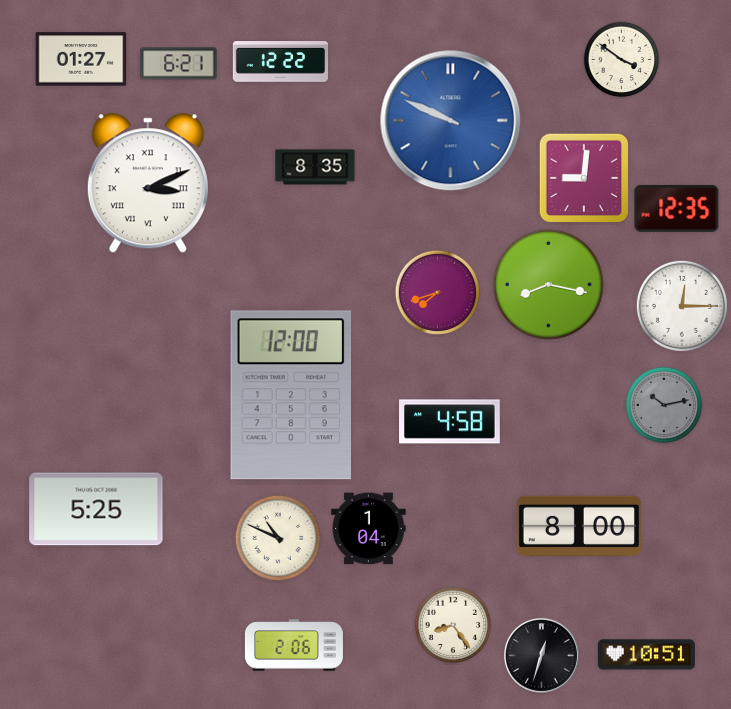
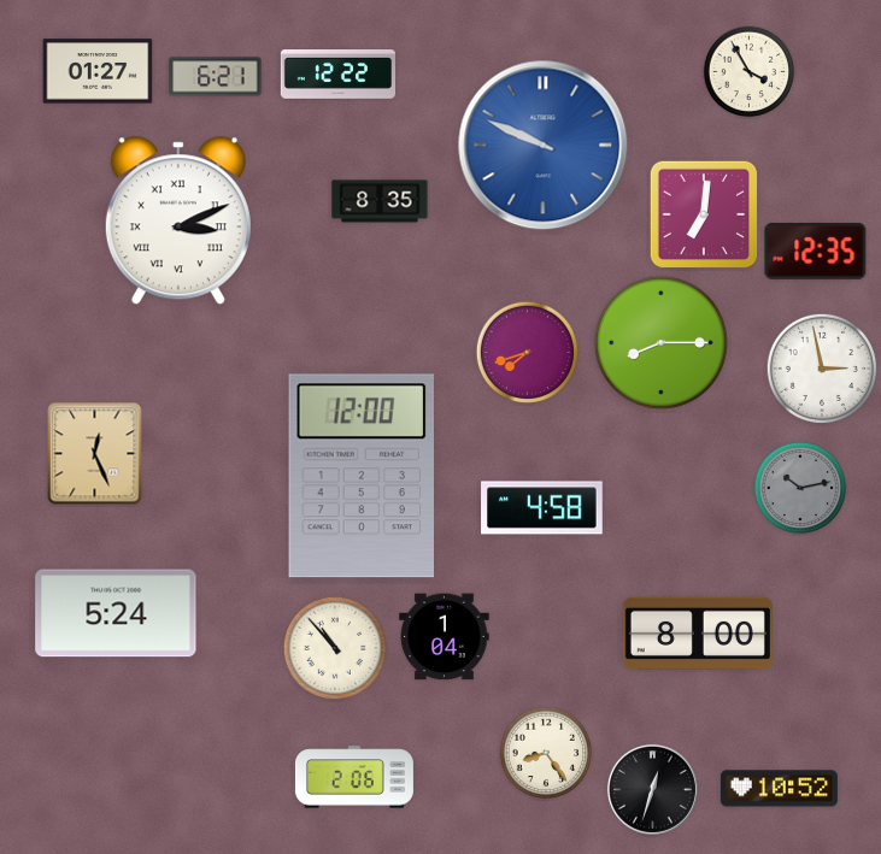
clock at (622, 60): 3:51 -> 3:55
clock at (584, 178): 9:01 -> 7:01
clock at (548, 284): 8:17 -> 8:15
clock at (682, 306): 12:15 -> 2:58
clock at (95, 454): none -> 12:26
clock at (291, 395) position: (291, 395) -> (362, 476)
clock at (96, 509): 5:25 -> 5:24
clock at (277, 537): 10:49 -> 10:53
clock at (646, 655): 10:51 -> 10:52
